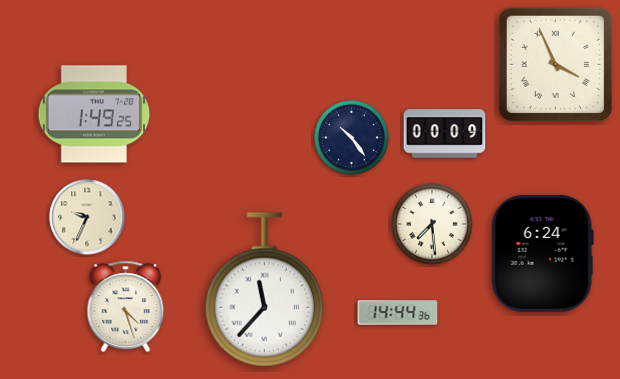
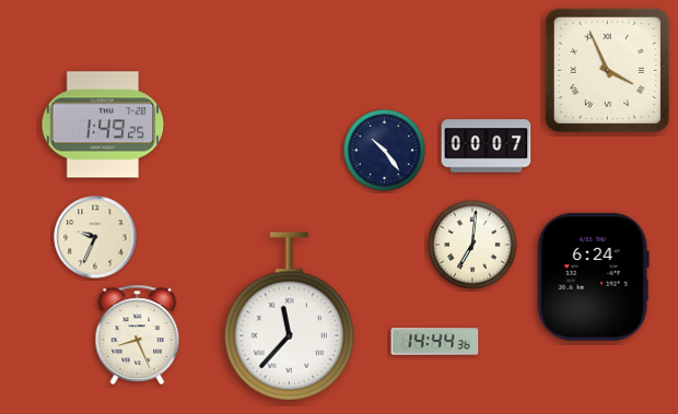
clock at (445, 134): 00:09 -> 00:07
clock at (432, 224): 7:29 -> 7:01
clock at (126, 306): 4:27 -> 8:26
